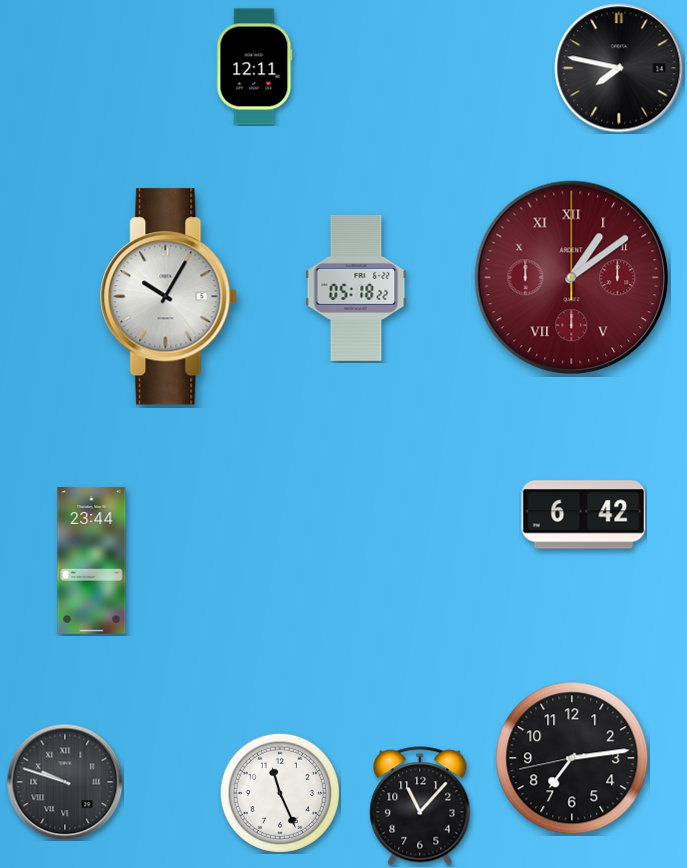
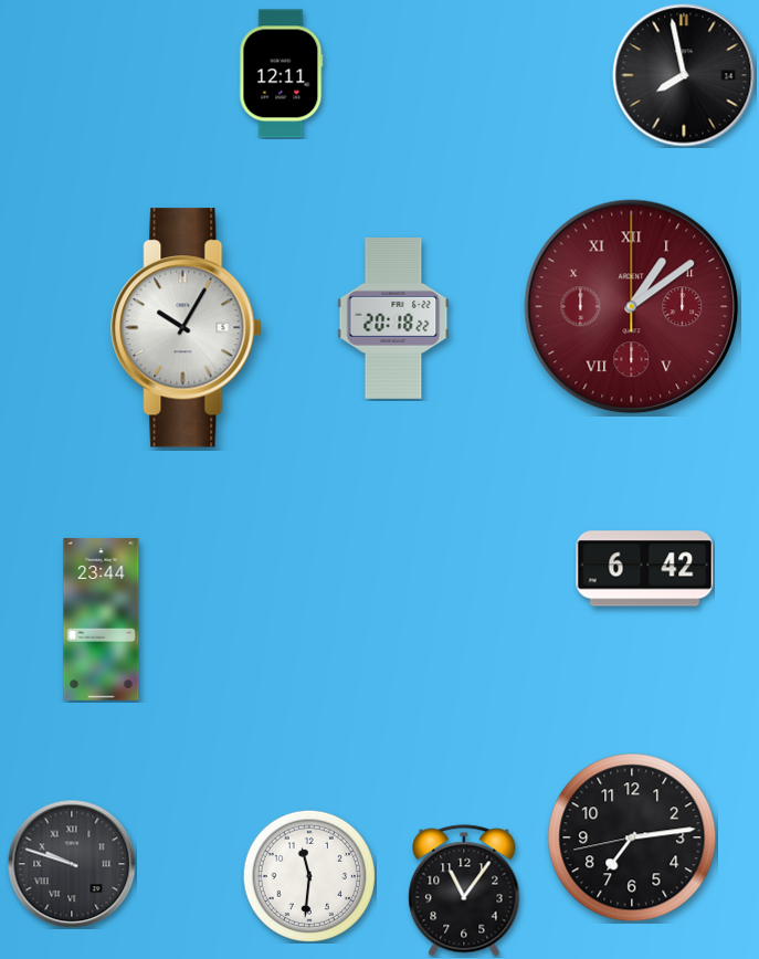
clock at (619, 68): 7:47 -> 7:58
clock at (356, 288): 05:18 -> 20:18
clock at (280, 793): 11:26 -> 11:31
clock at (420, 806): 11:07 -> 11:06
